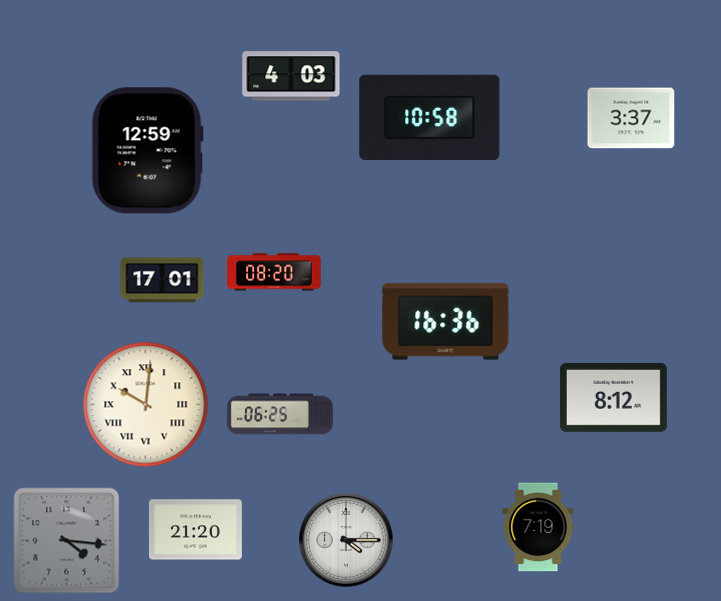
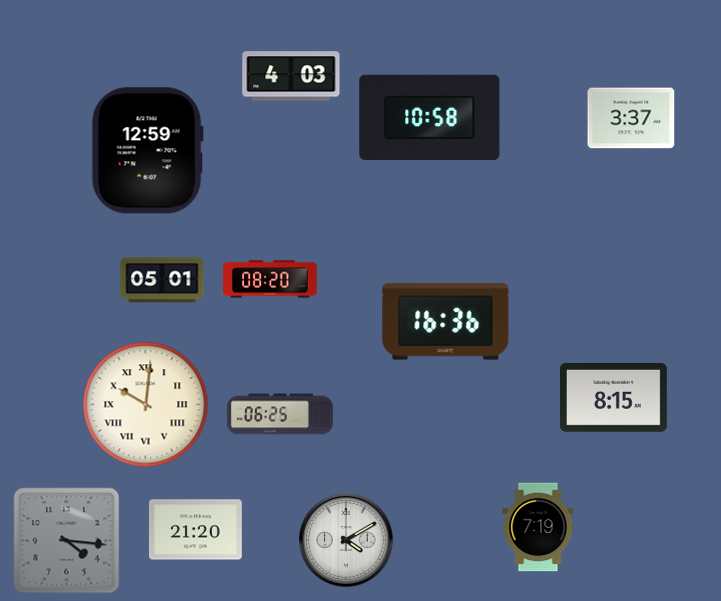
clock at (274, 272) position: (274, 272) -> (270, 279)
clock at (162, 280): 17:01 -> 05:01
clock at (613, 397): 8:12 -> 8:15
clock at (346, 540): 4:15 -> 4:10
